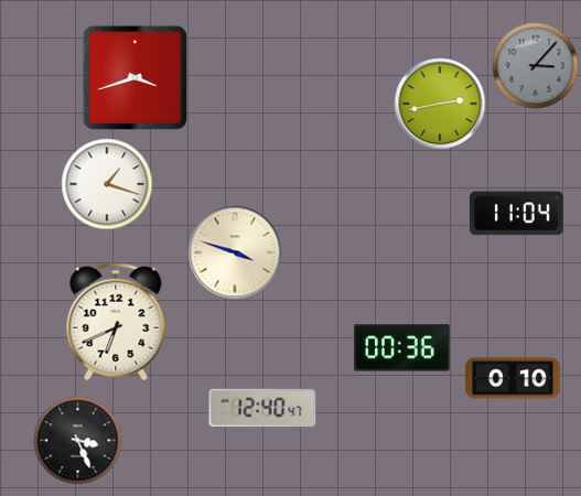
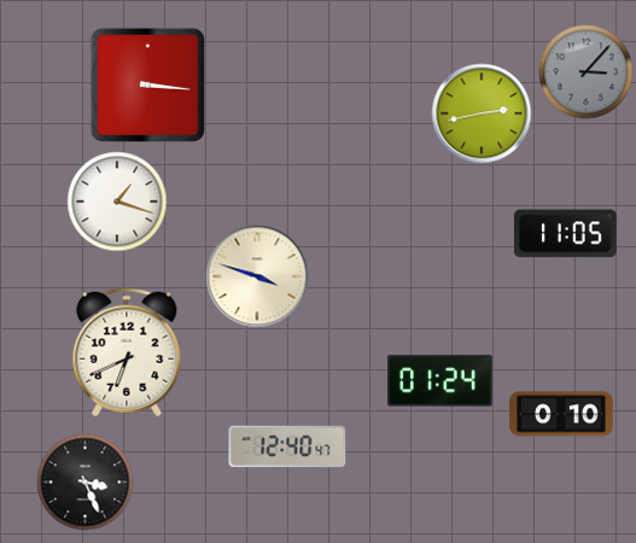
clock at (135, 77): 3:42 -> 3:16
clock at (516, 214): 11:04 -> 11:05
clock at (402, 348): 00:36 -> 01:24
